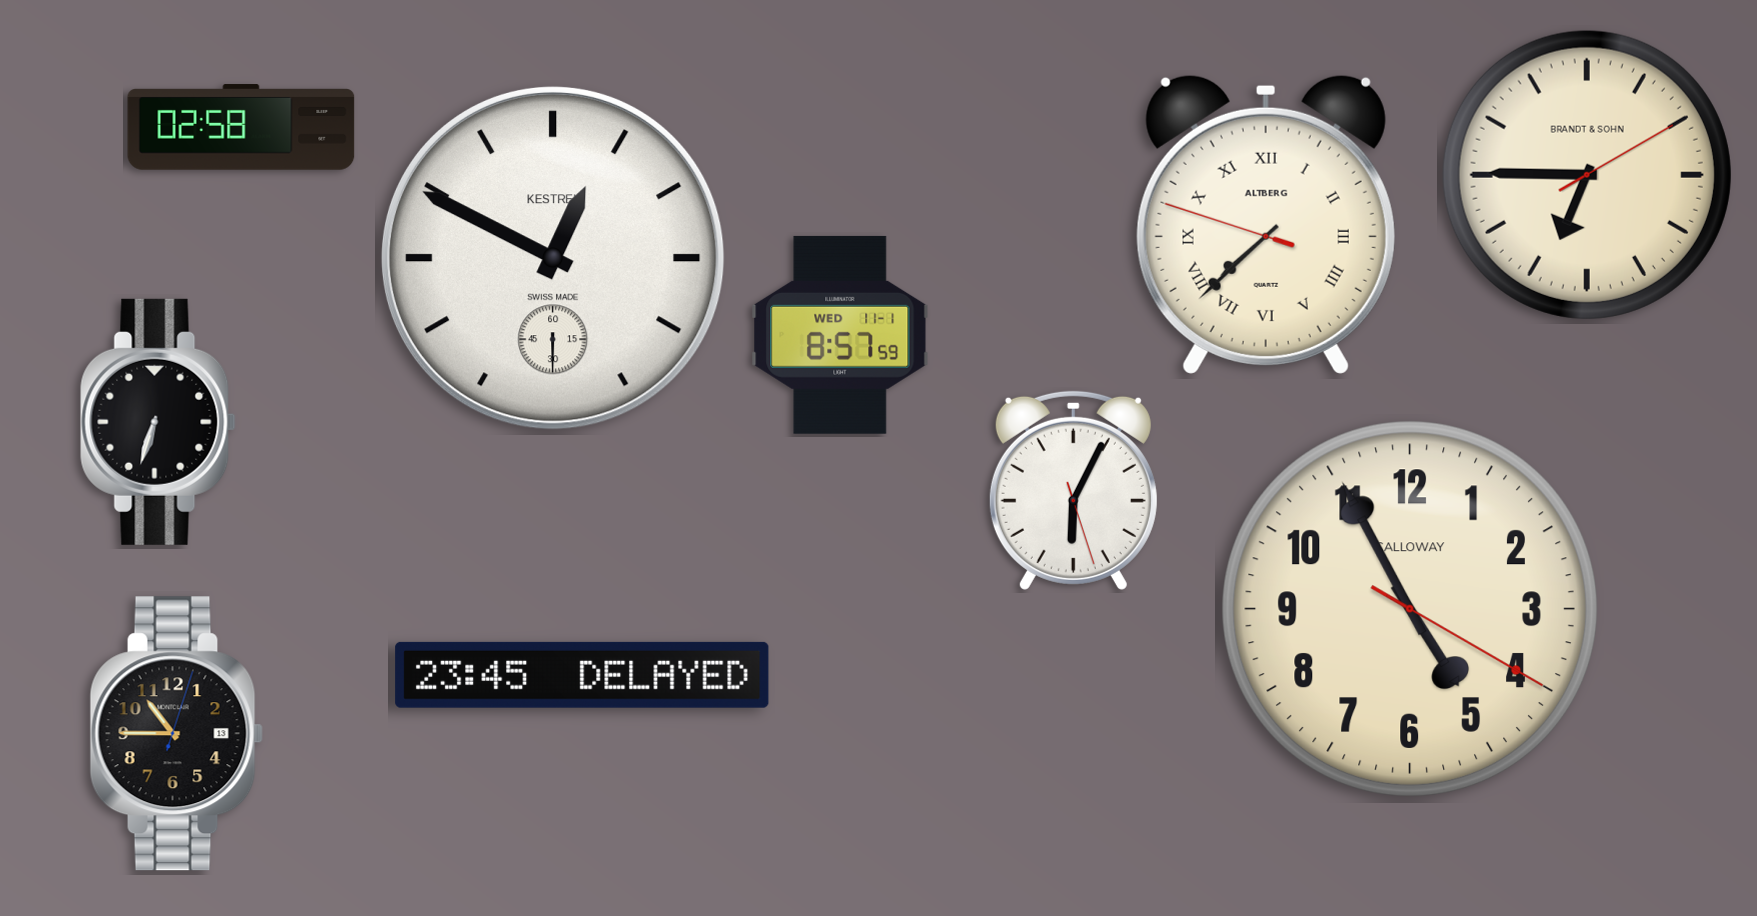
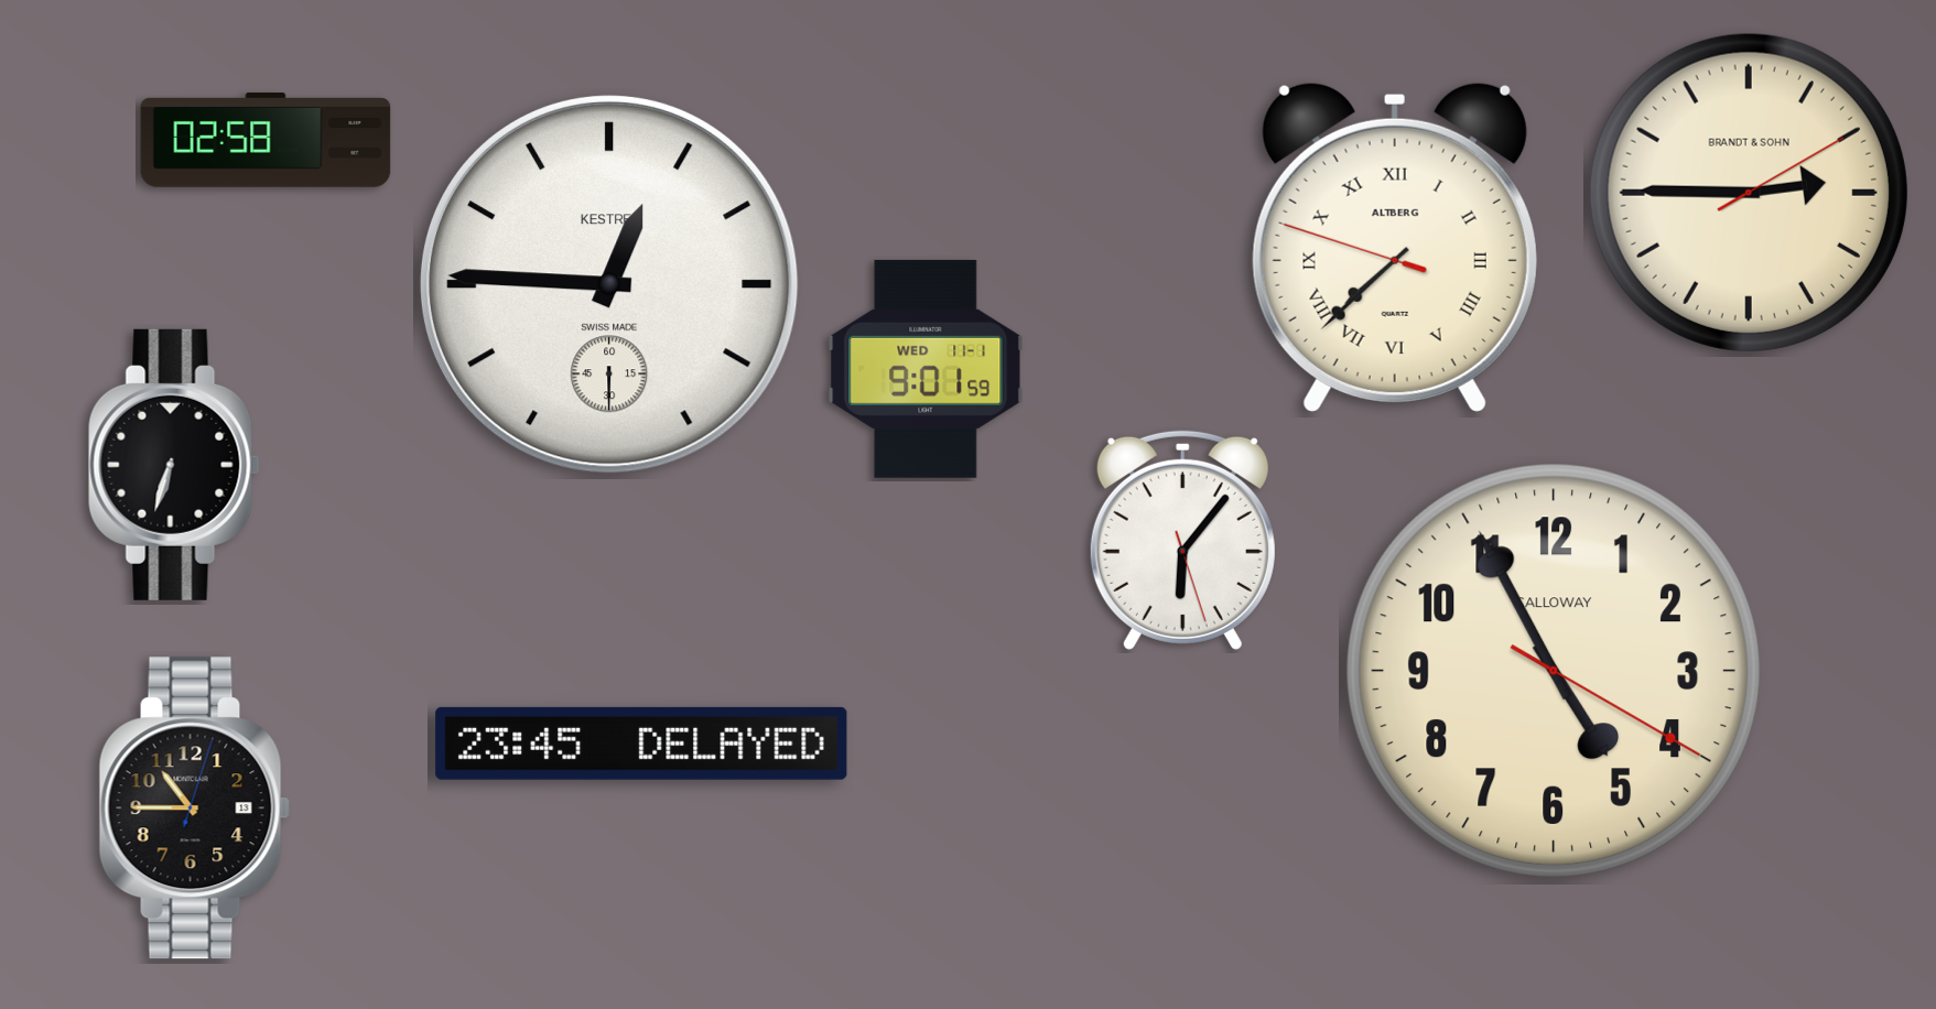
clock at (1587, 175): 6:45 -> 2:45
clock at (553, 258): 12:49 -> 12:45
clock at (840, 335): 8:57 -> 9:01
clock at (1073, 490): 6:04 -> 6:06
